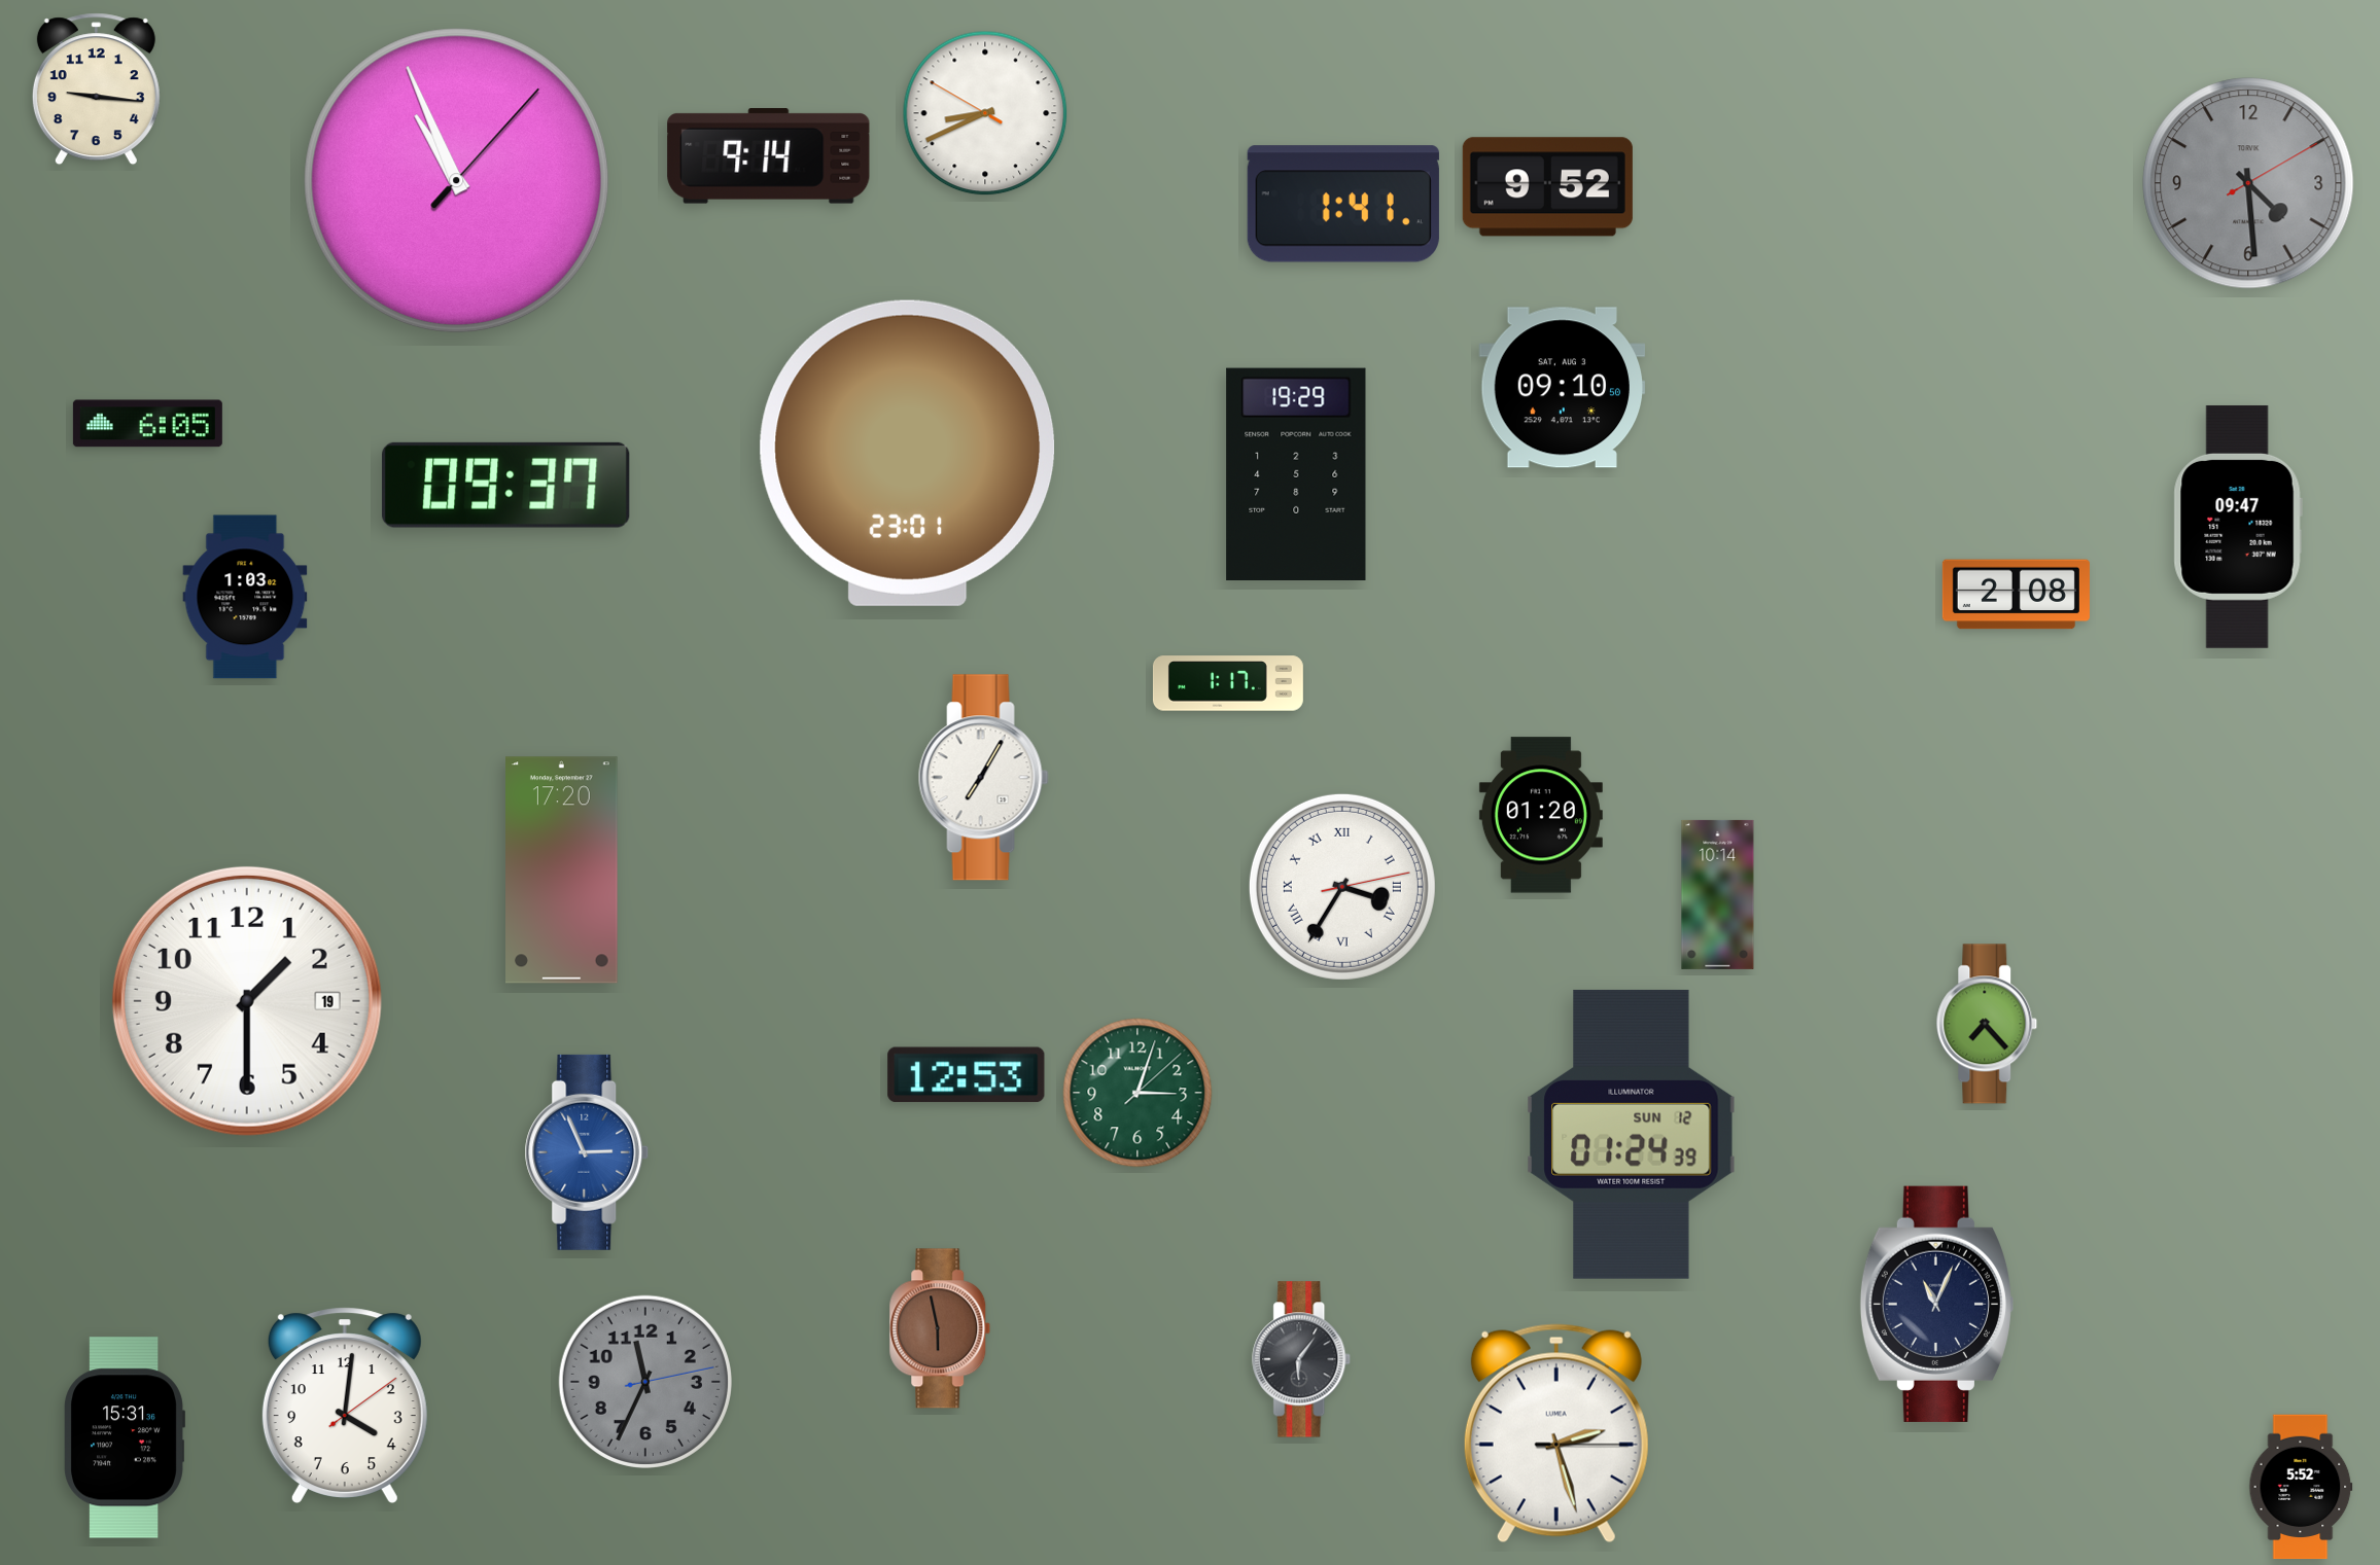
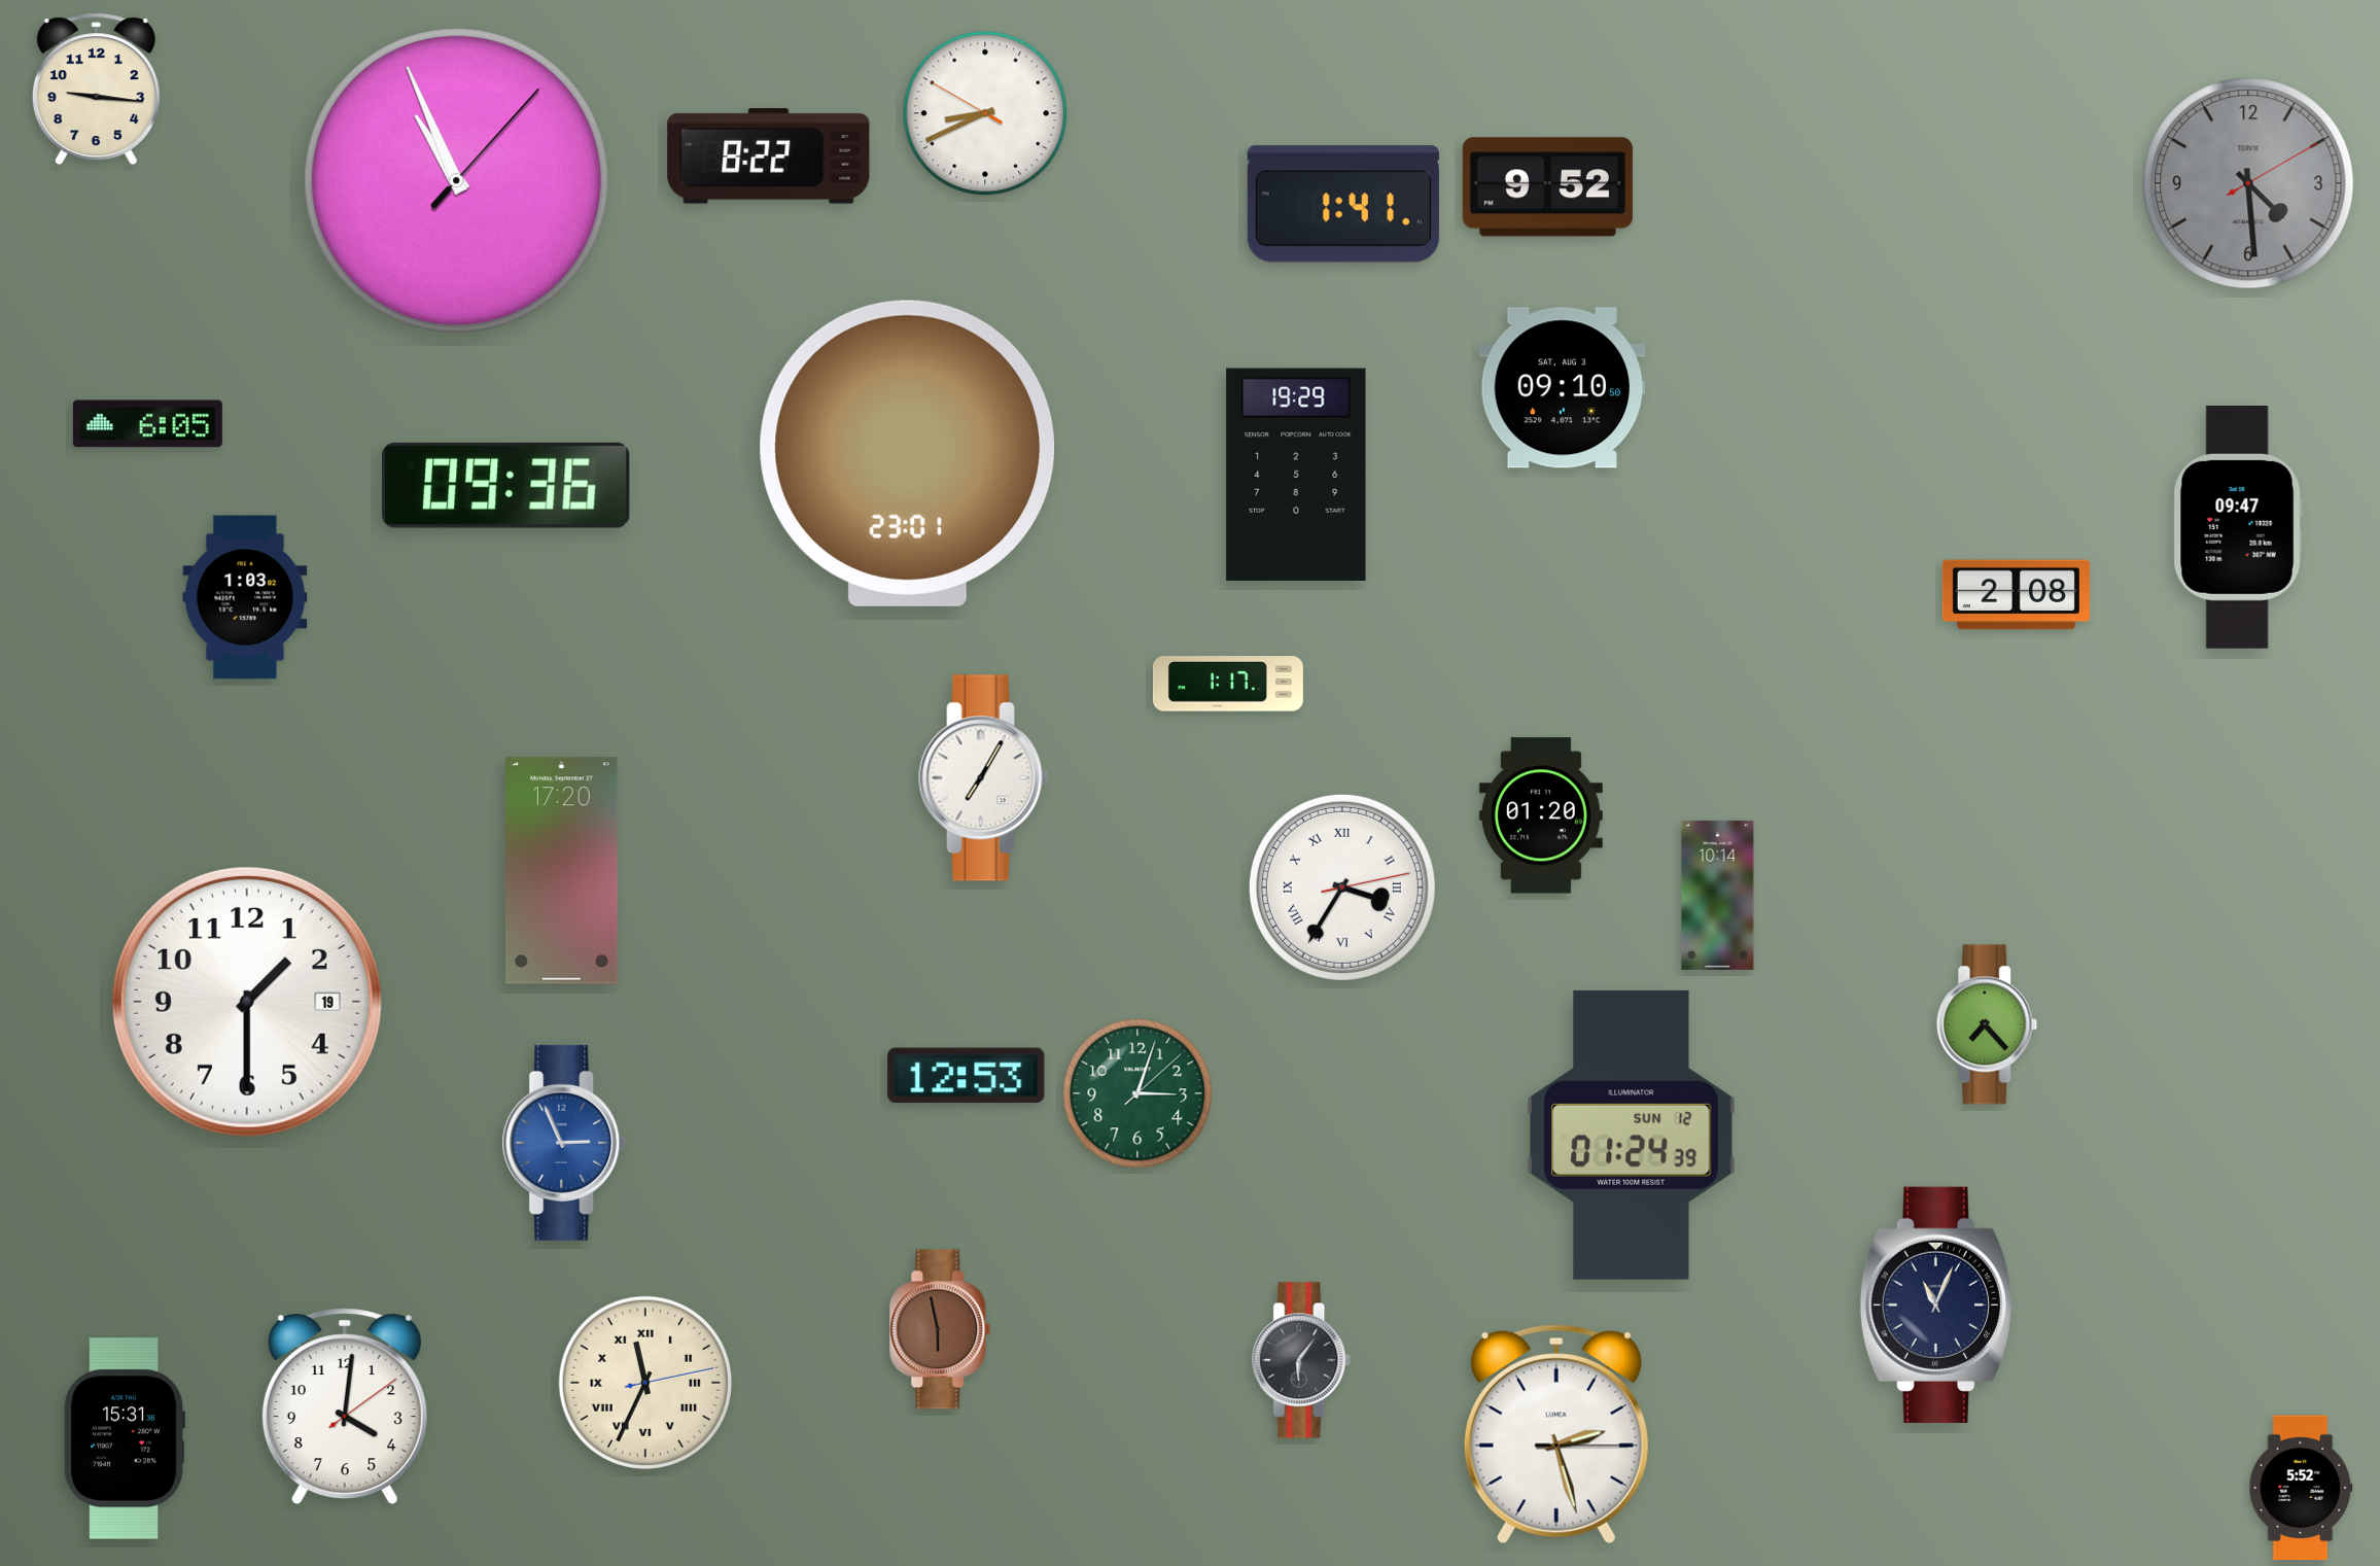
clock at (769, 156): 9:14 -> 8:22
clock at (505, 485): 09:37 -> 09:36
clock at (587, 1152) position: (587, 1152) -> (564, 1143)
clock at (645, 1382) dial: grey -> cream
clock at (645, 1382) numerals: Arabic -> Roman
